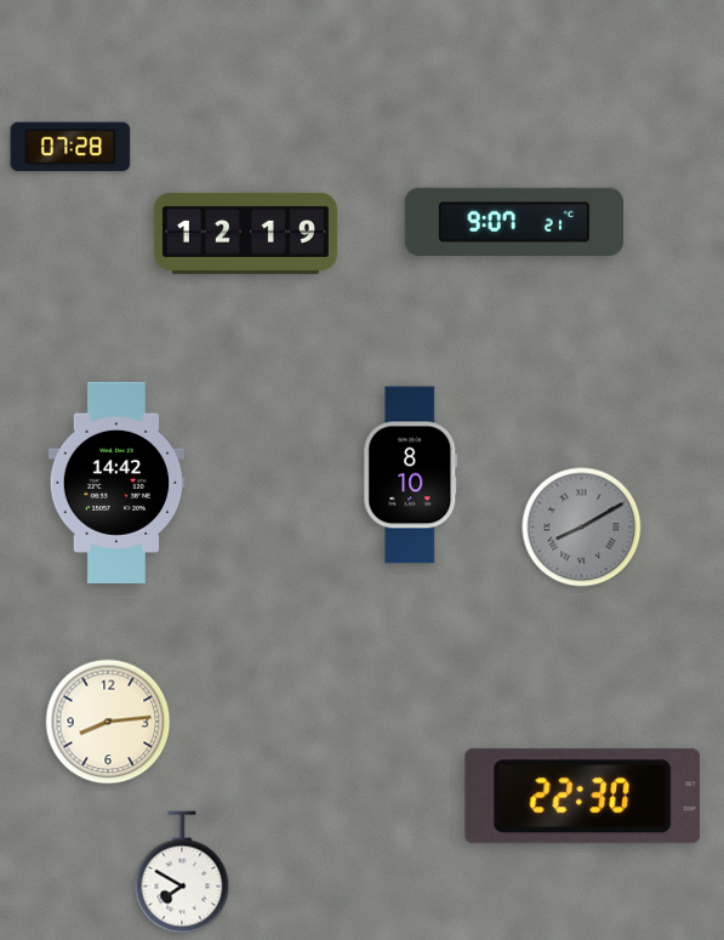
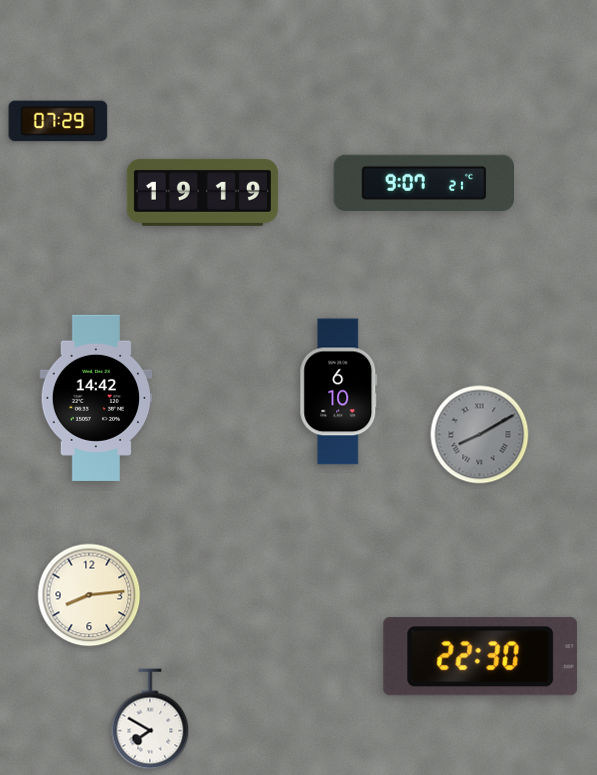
clock at (70, 147): 07:28 -> 07:29
clock at (245, 233): 12:19 -> 19:19
clock at (411, 475): 8:10 -> 6:10
